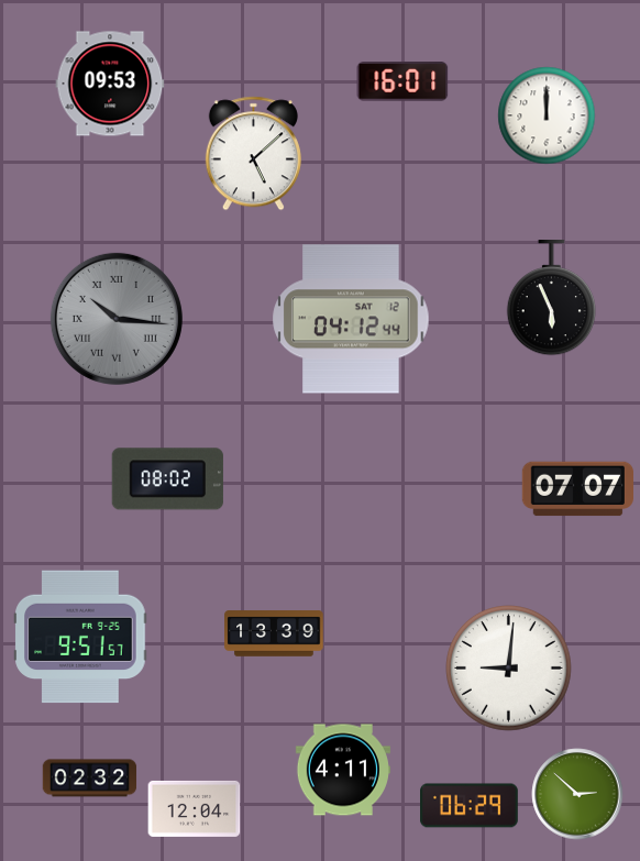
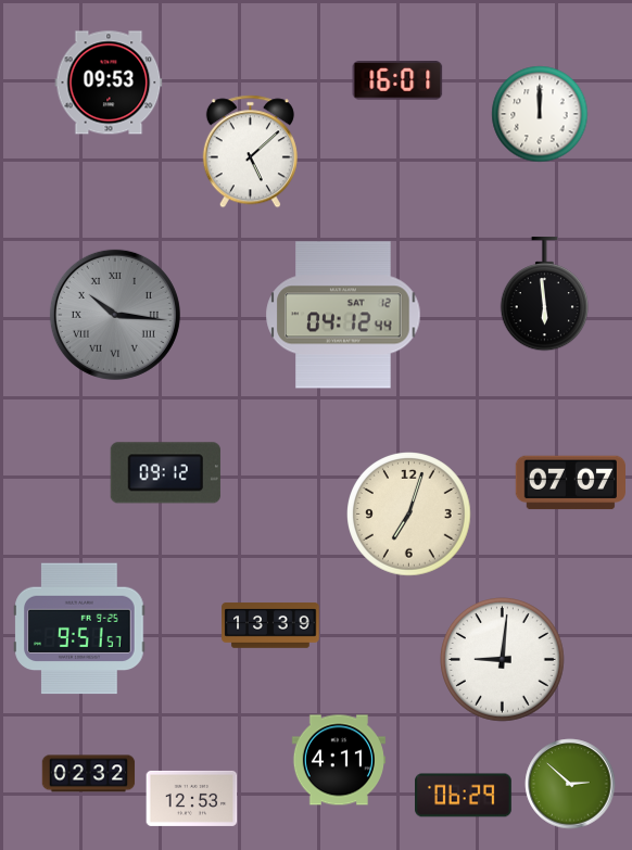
clock at (551, 299): 5:56 -> 5:59
clock at (351, 319) position: (351, 319) -> (343, 315)
clock at (167, 479): 08:02 -> 09:12
clock at (409, 515): none -> 7:03
clock at (90, 779) position: (90, 779) -> (89, 774)
clock at (195, 808): 12:04 -> 12:53
